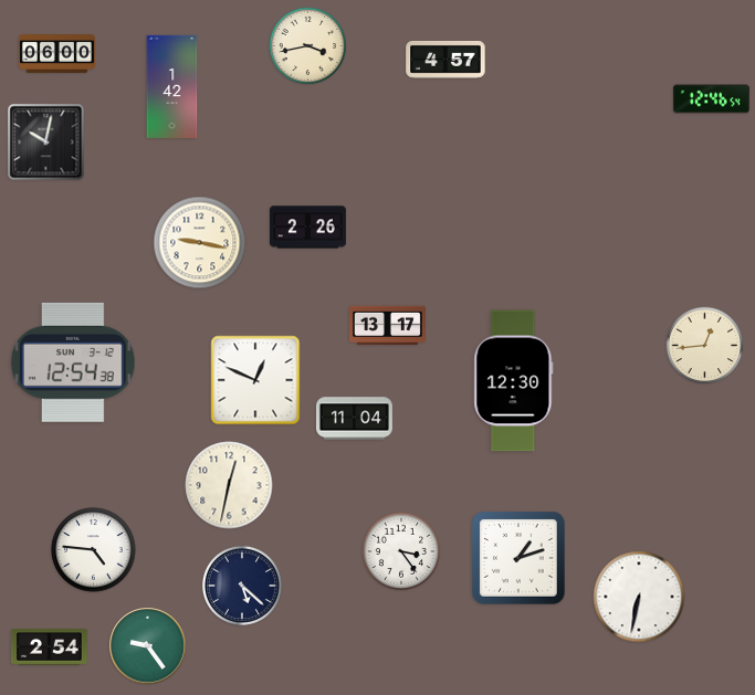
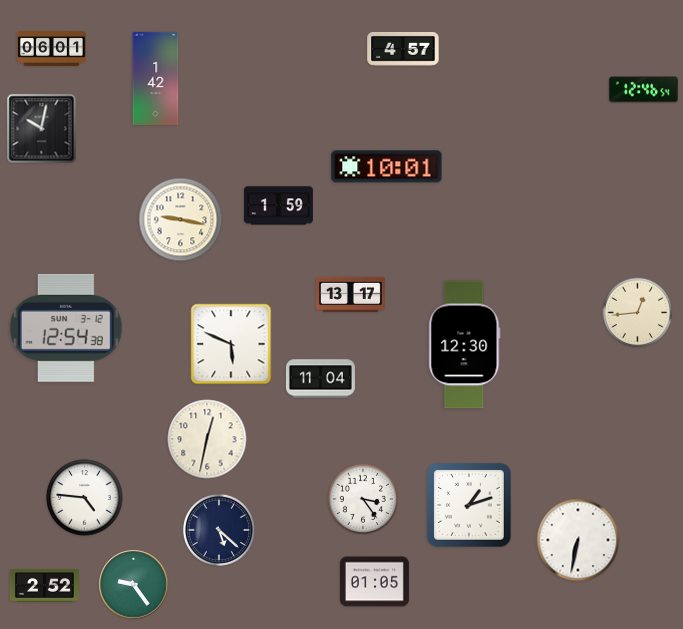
clock at (308, 46): 3:43 -> none
clock at (56, 54): 06:00 -> 06:01
clock at (445, 60) position: (445, 60) -> (403, 49)
clock at (387, 167): none -> 10:01
clock at (307, 228): 2:26 -> 1:59
clock at (255, 380): 12:49 -> 5:49
clock at (374, 582): none -> 01:05
clock at (49, 647): 2:54 -> 2:52
